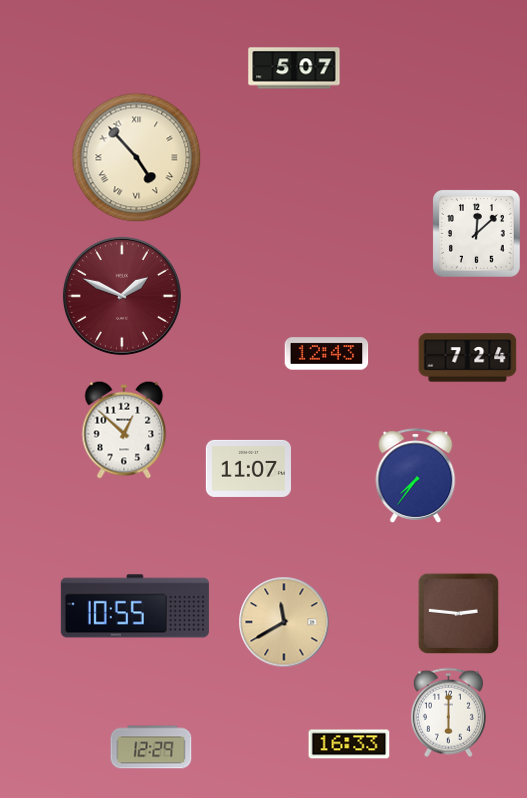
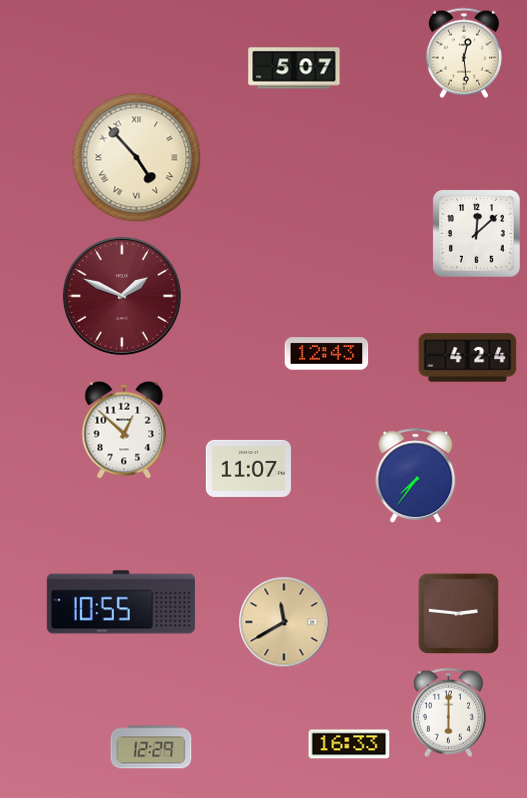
clock at (464, 53): none -> 12:29
clock at (468, 358): 7:24 -> 4:24
clock at (135, 606) position: (135, 606) -> (121, 602)
